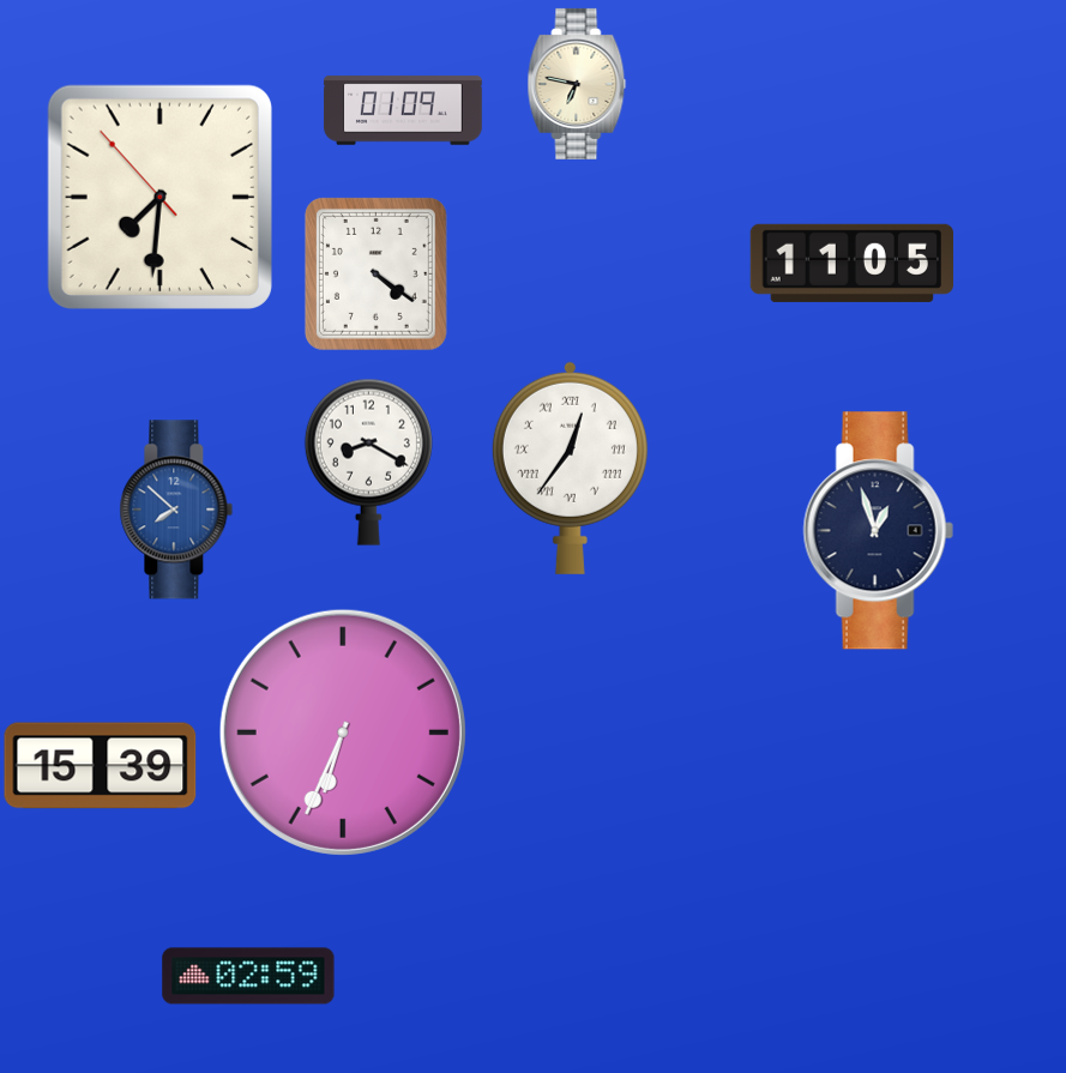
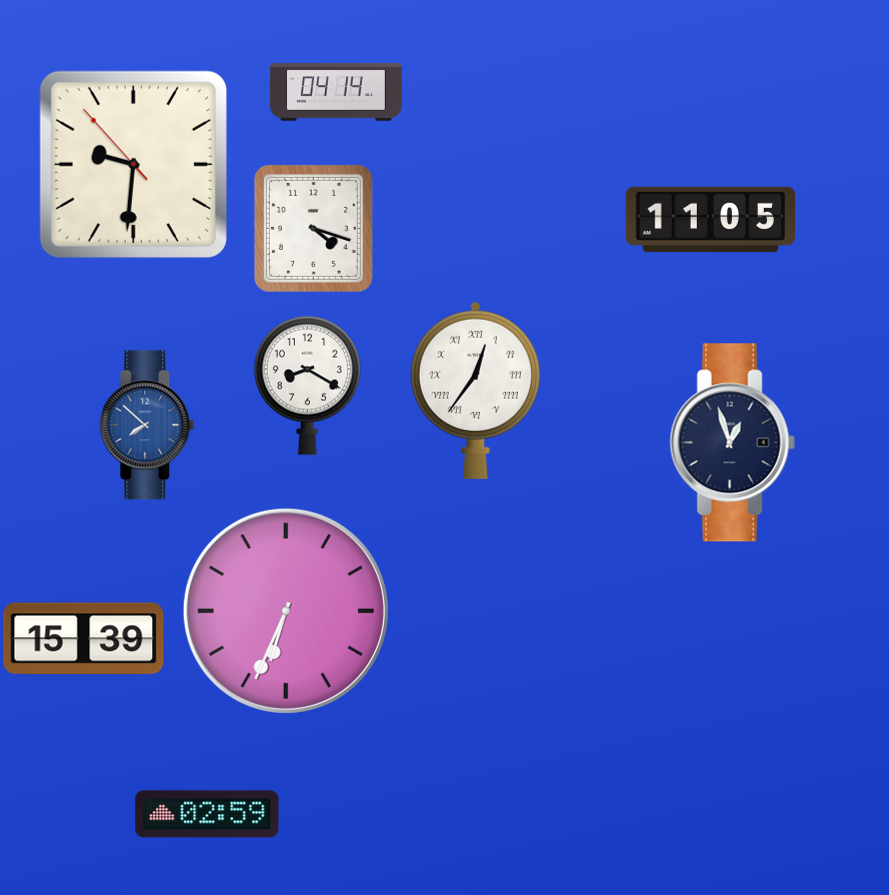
clock at (577, 84): 6:47 -> none
clock at (403, 110): 01:09 -> 04:14
clock at (159, 197): 7:30 -> 9:30
clock at (375, 273): 4:21 -> 4:18
